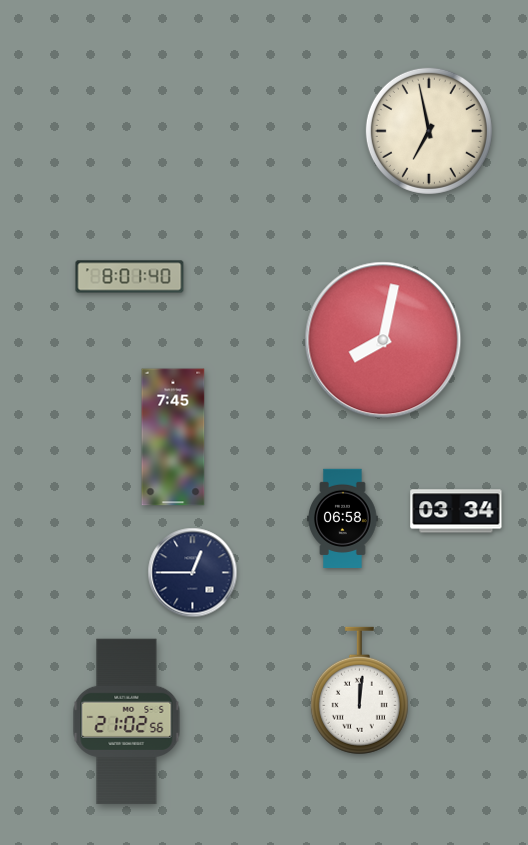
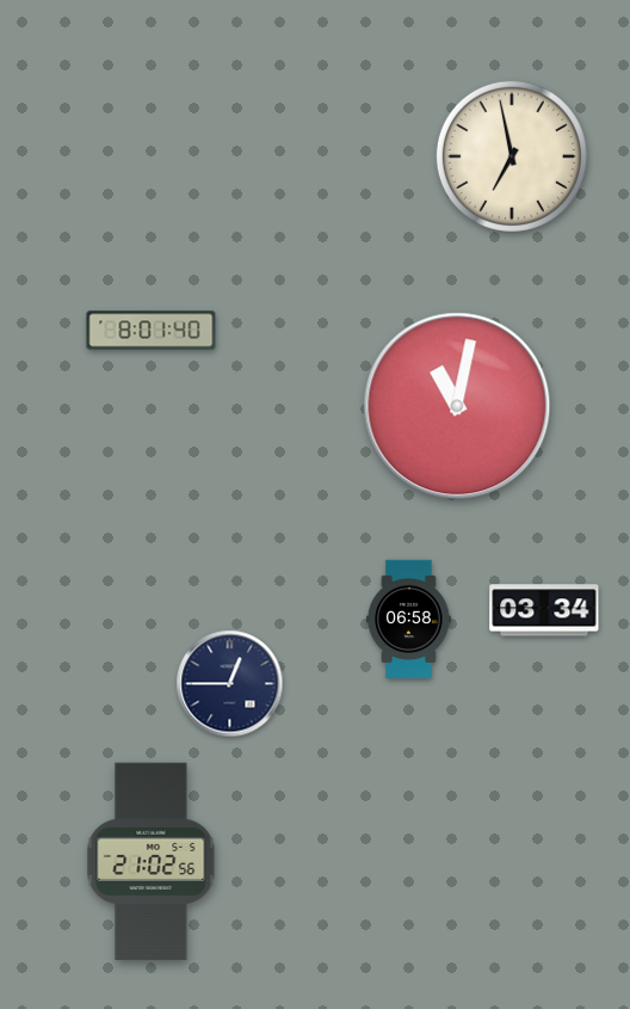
clock at (130, 277) position: (130, 277) -> (152, 331)
clock at (383, 340): 8:02 -> 11:02
clock at (173, 437): 7:45 -> none
clock at (359, 691): 12:01 -> none
